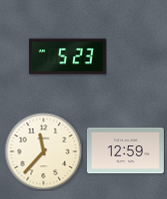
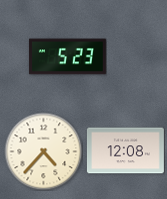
clock at (43, 151): 11:37 -> 4:37
clock at (125, 151): 12:59 -> 12:08
